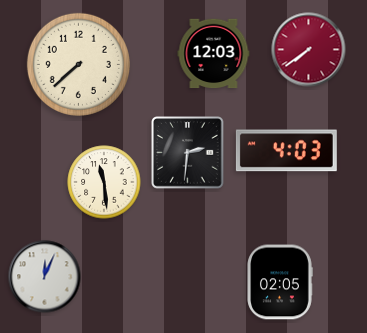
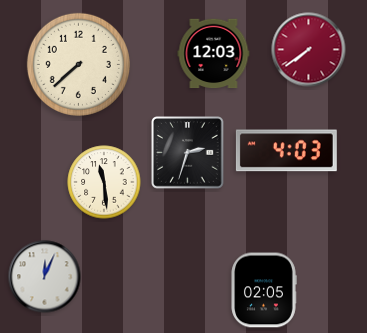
clock at (188, 153): 2:31 -> 2:33
clock at (280, 282) position: (280, 282) -> (264, 290)
